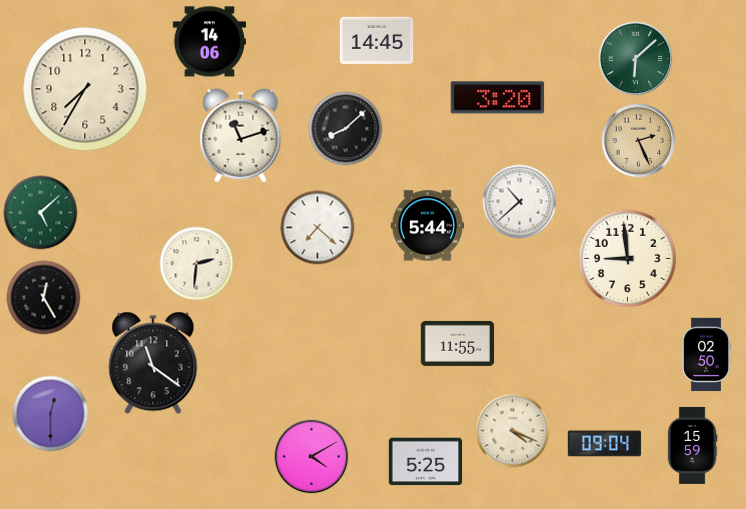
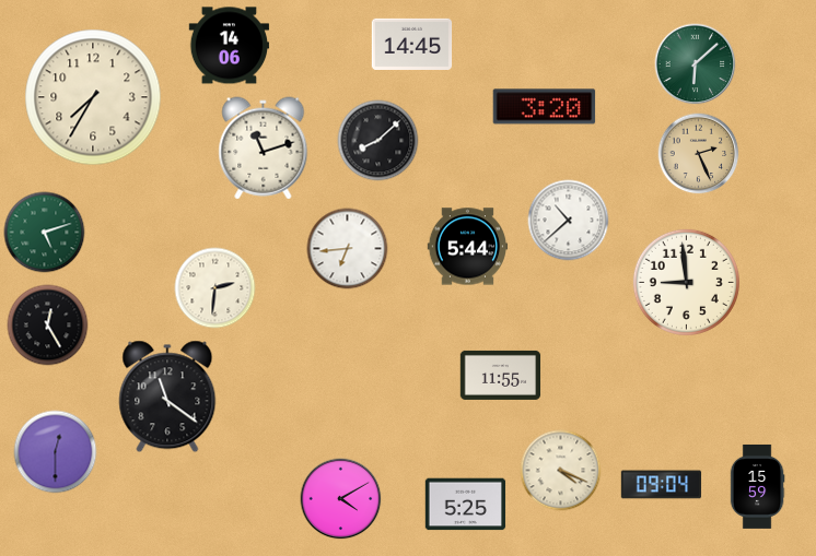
clock at (41, 213): 5:08 -> 5:12
clock at (318, 228): 7:22 -> 6:44
clock at (706, 355): 02:50 -> none
